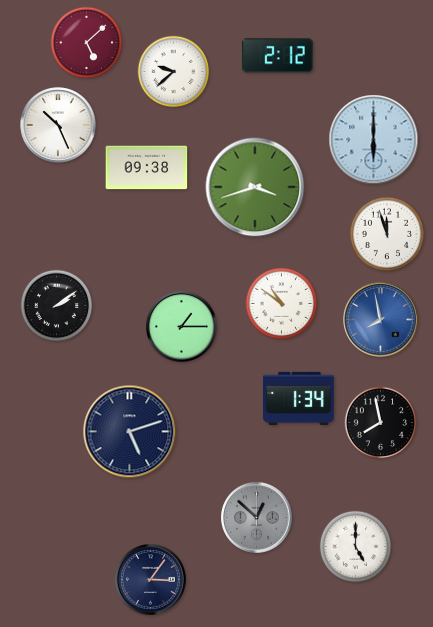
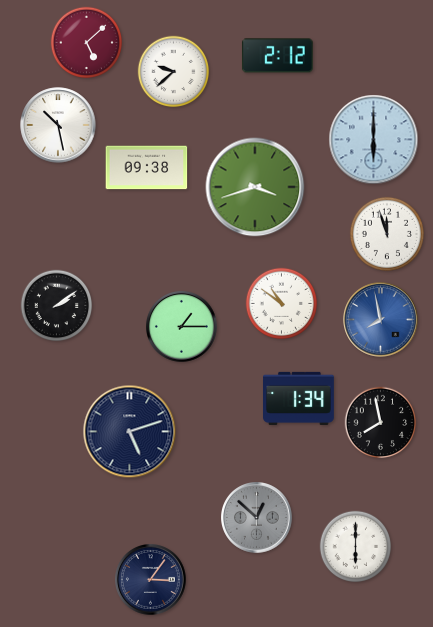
clock at (58, 125): 10:26 -> 10:28
clock at (356, 547): 5:00 -> 6:00
